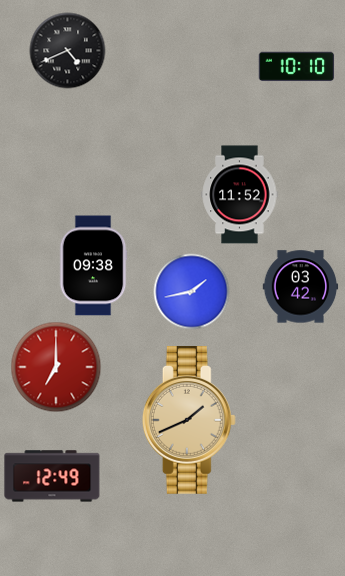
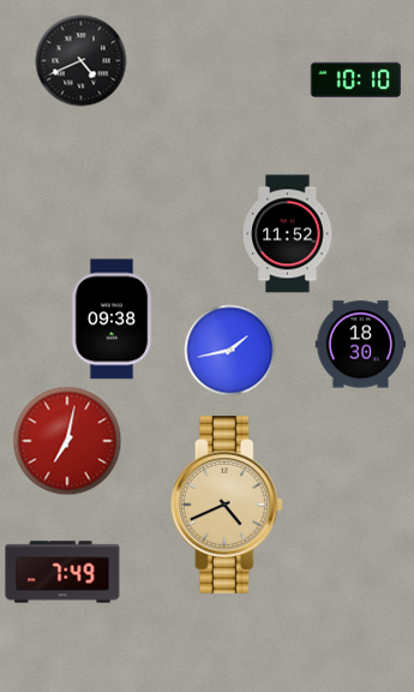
clock at (301, 287): 03:42 -> 18:30
clock at (56, 367): 7:00 -> 7:02
clock at (189, 421): 1:41 -> 4:41
clock at (52, 476): 12:49 -> 7:49
